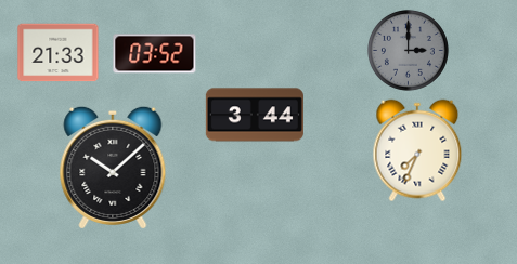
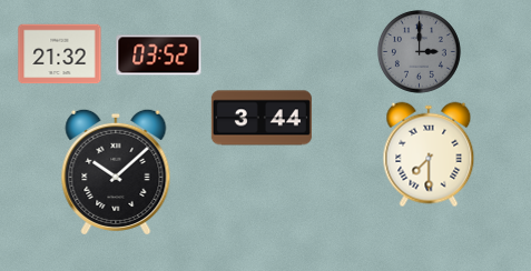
clock at (59, 53): 21:33 -> 21:32
clock at (417, 150): 7:34 -> 7:30
